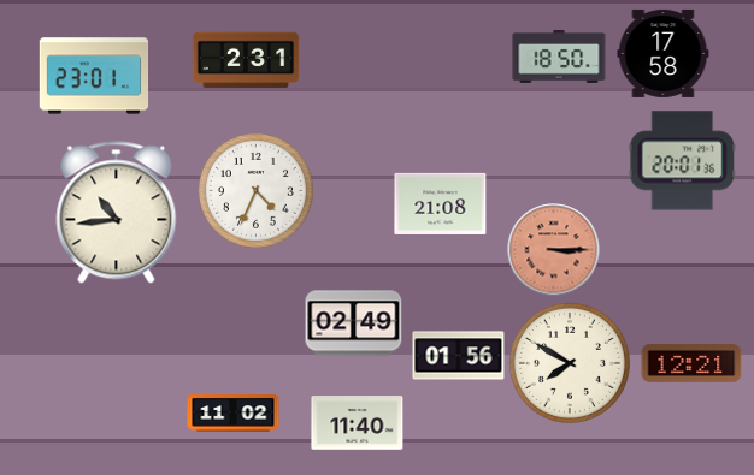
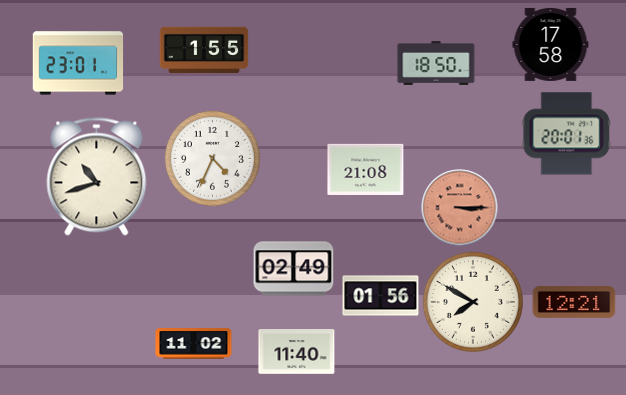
clock at (559, 57) position: (559, 57) -> (436, 63)
clock at (246, 60): 2:31 -> 1:55
clock at (117, 213): 10:44 -> 10:42
